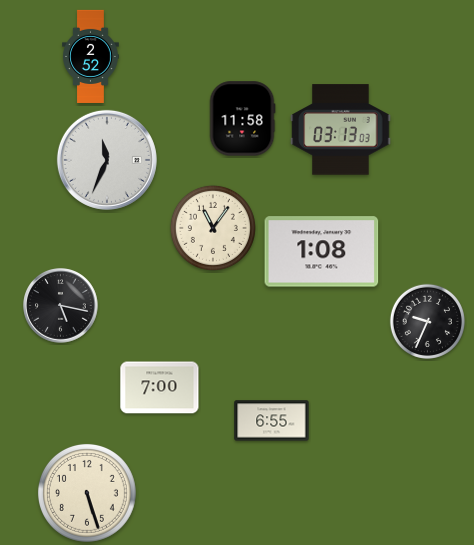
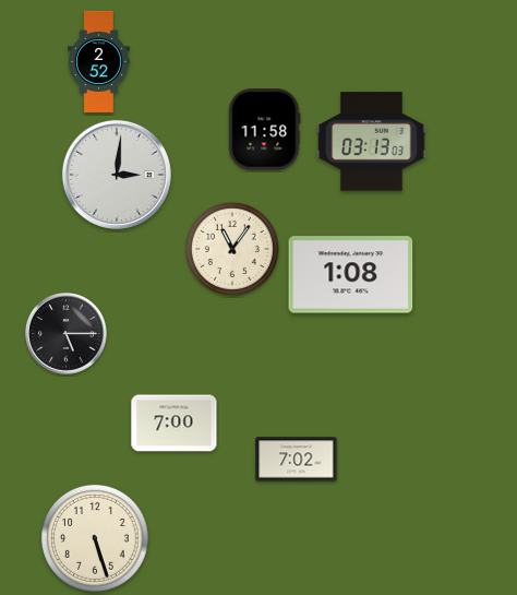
clock at (107, 160): 11:34 -> 3:01
clock at (61, 306): 5:17 -> 5:15
clock at (427, 321): 9:34 -> none
clock at (272, 421): 6:55 -> 7:02
